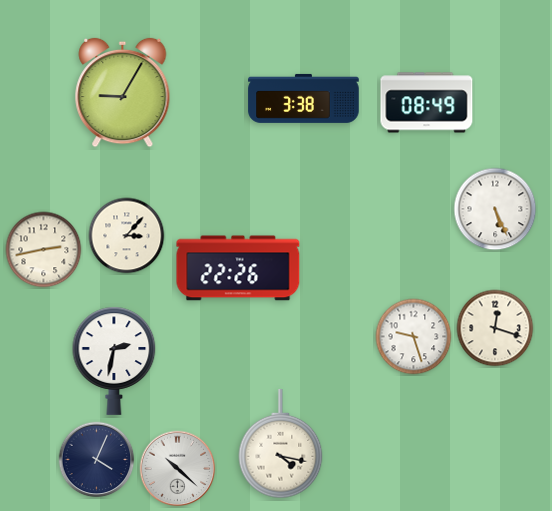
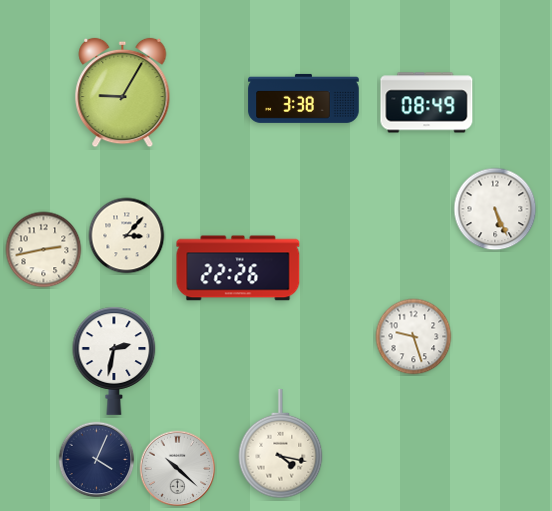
clock at (495, 328): 12:18 -> none
